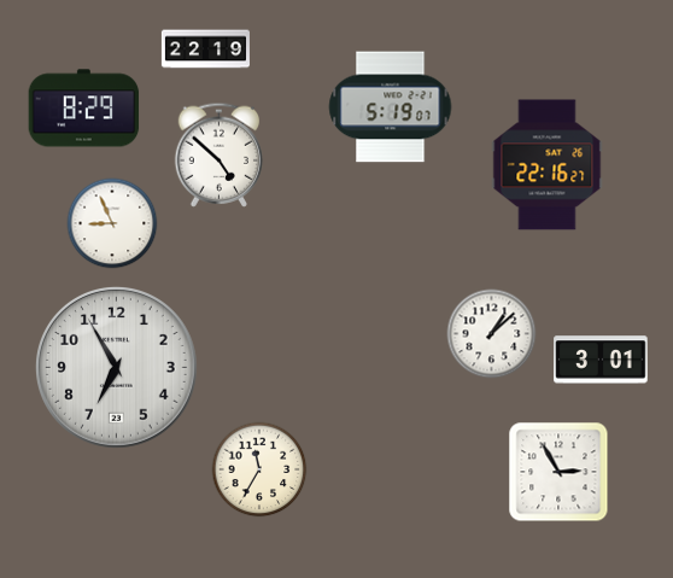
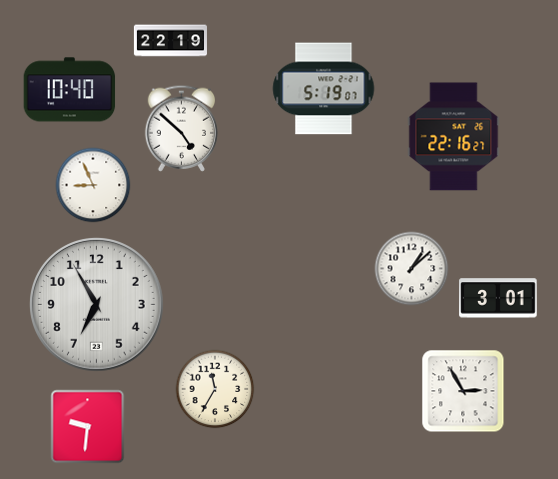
clock at (84, 109): 8:29 -> 10:40
clock at (492, 334) position: (492, 334) -> (412, 269)
clock at (88, 427): none -> 9:31
